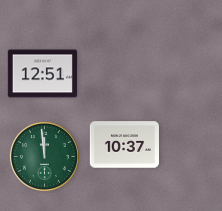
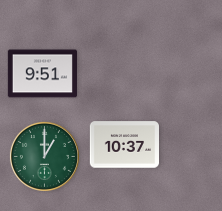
clock at (42, 74): 12:51 -> 9:51
clock at (44, 156): 11:59 -> 1:00
